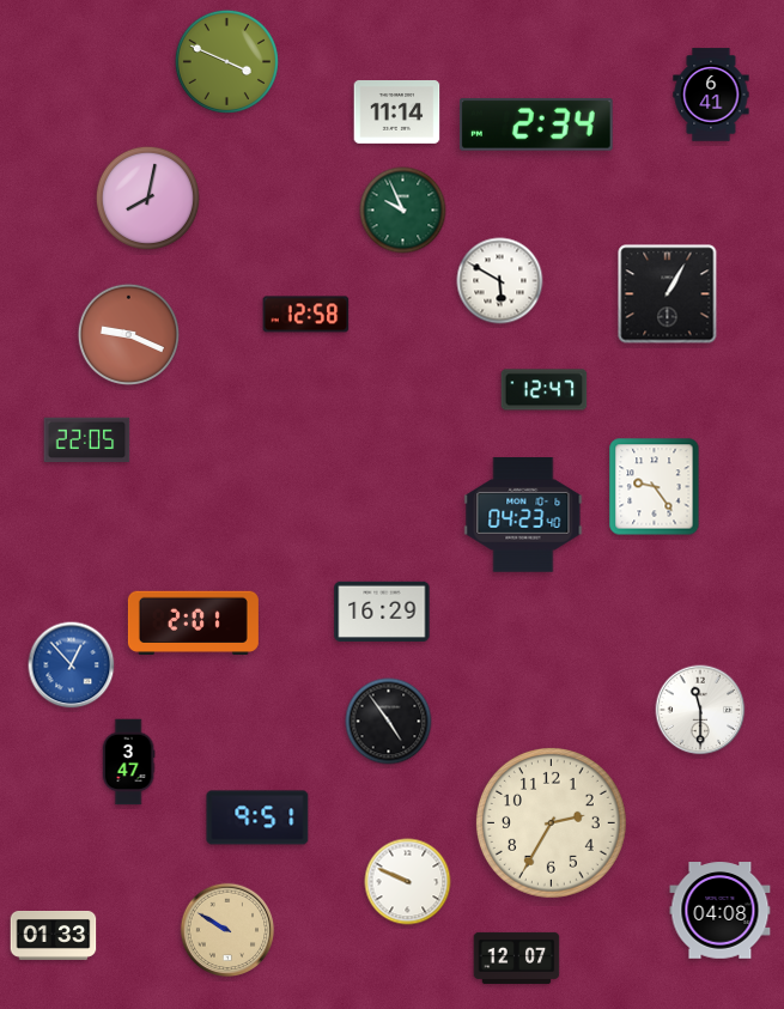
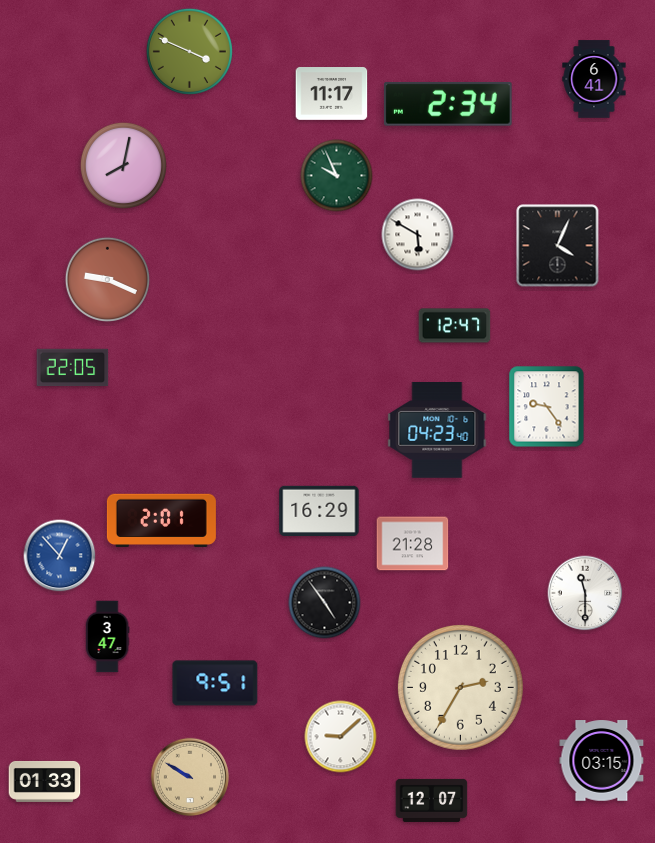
clock at (397, 113): 11:14 -> 11:17
clock at (668, 294): 1:05 -> 4:04
clock at (306, 315): 12:58 -> none
clock at (413, 544): none -> 21:28
clock at (408, 882): 9:49 -> 9:08
clock at (721, 911): 04:08 -> 03:15
